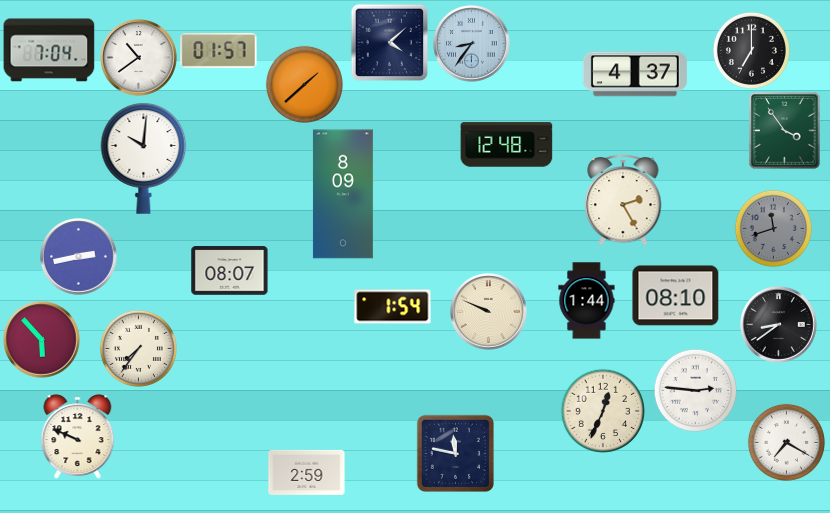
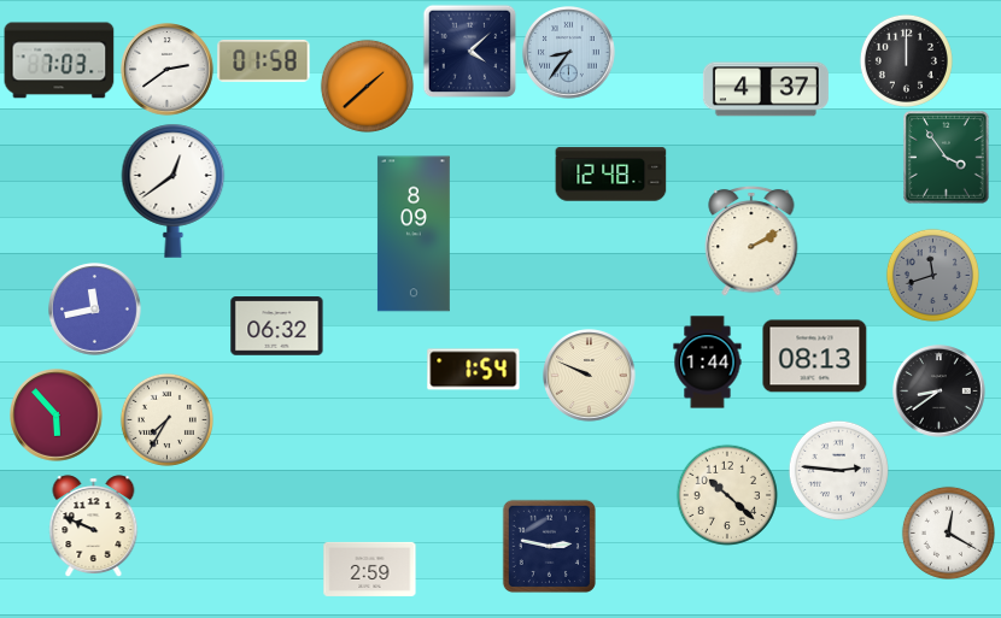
clock at (49, 50): 7:04 -> 7:03
clock at (219, 50): 01:57 -> 01:58
clock at (751, 50): 7:00 -> 12:00
clock at (139, 58): 10:39 -> 2:39
clock at (304, 84) position: (304, 84) -> (367, 86)
clock at (144, 158): 10:01 -> 12:39
clock at (623, 200): 2:25 -> 2:10
clock at (79, 257): 2:43 -> 11:43
clock at (230, 271): 08:07 -> 06:32
clock at (676, 296): 08:10 -> 08:13
clock at (42, 340) position: (42, 340) -> (57, 416)
clock at (138, 348): 7:36 -> 7:35
clock at (602, 410): 12:34 -> 10:22
clock at (786, 442): 7:20 -> 12:20
clock at (455, 453): 11:47 -> 2:47
